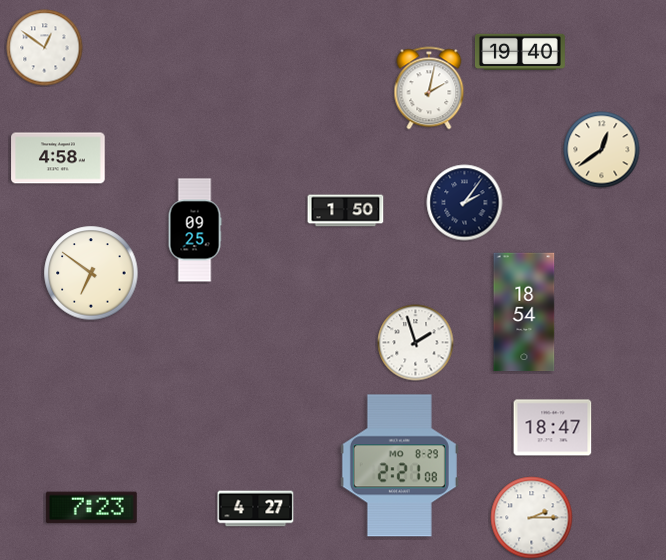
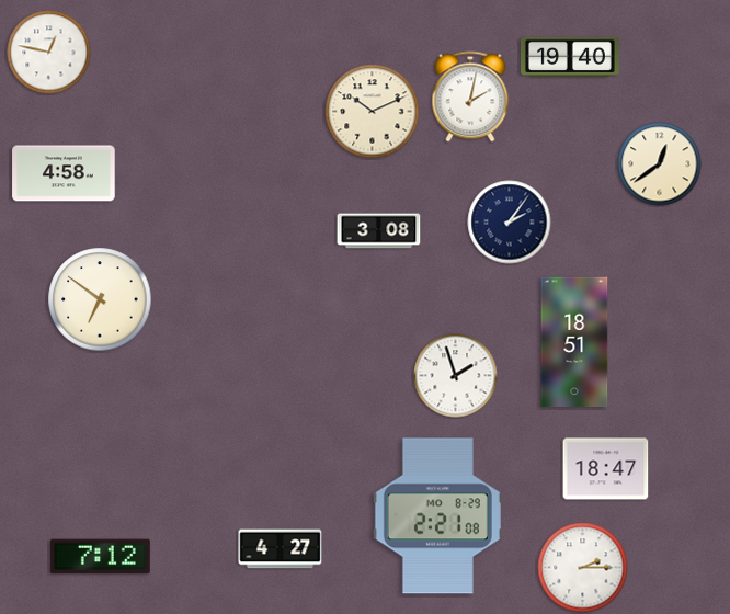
clock at (45, 48): 12:51 -> 12:47
clock at (373, 112): none -> 10:11
clock at (346, 211): 1:50 -> 3:08
clock at (195, 230): 09:25 -> none
clock at (524, 312): 18:54 -> 18:51
clock at (399, 466) position: (399, 466) -> (437, 516)
clock at (91, 508): 7:23 -> 7:12
clock at (256, 509) position: (256, 509) -> (281, 549)
